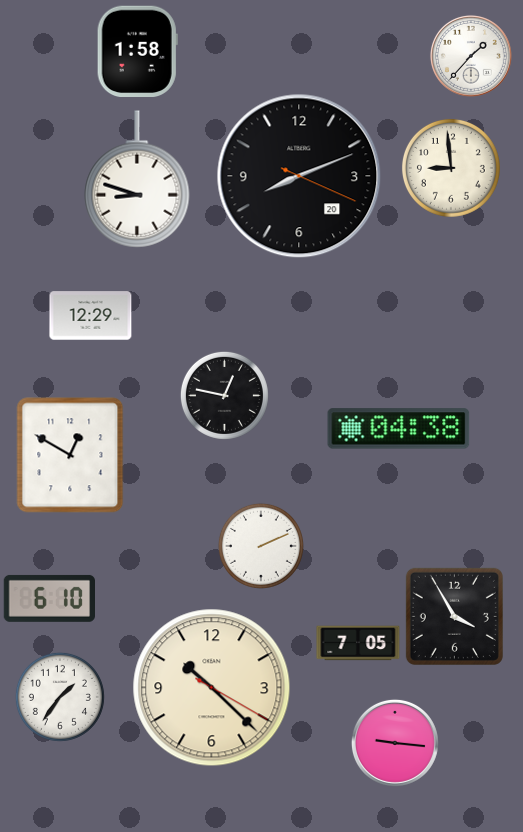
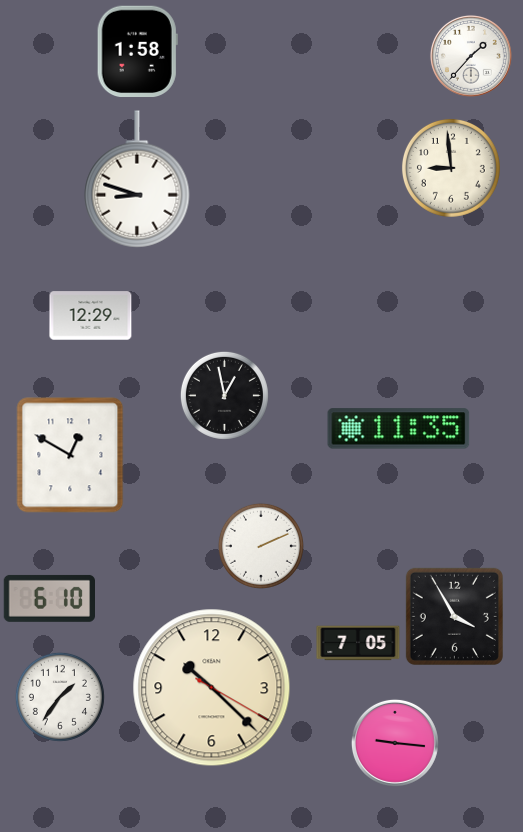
clock at (299, 176): 8:11 -> none
clock at (224, 395): 12:47 -> 12:58
clock at (399, 429): 04:38 -> 11:35
